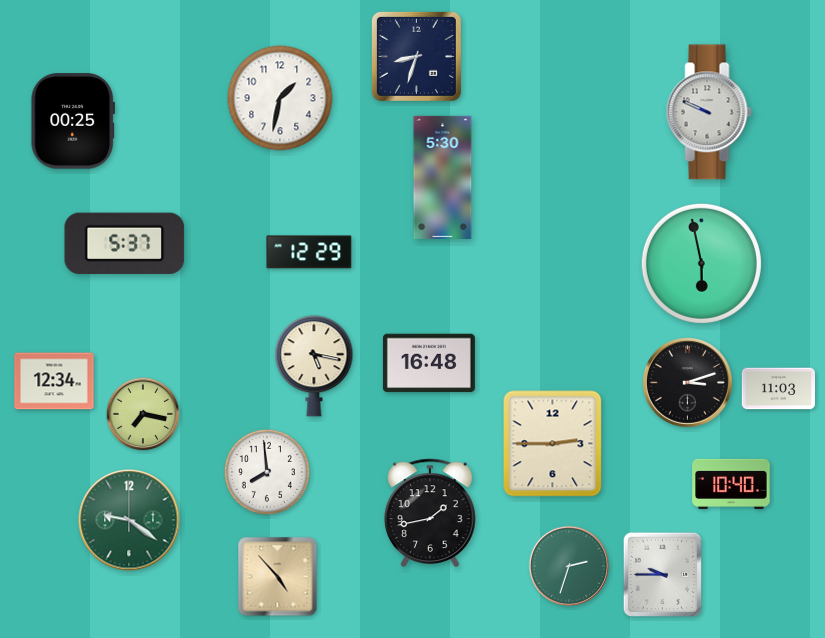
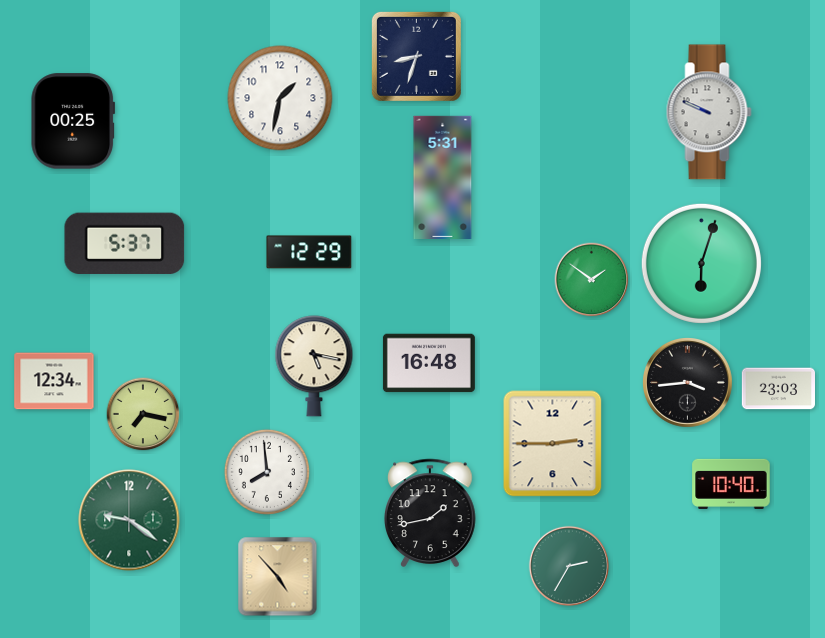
clock at (443, 177): 5:30 -> 5:31
clock at (701, 263): 5:58 -> 6:03
clock at (592, 280): none -> 1:51
clock at (688, 383): 3:12 -> 3:44
clock at (779, 389): 11:03 -> 23:03
clock at (568, 565): 2:33 -> 2:35
clock at (662, 575): 9:45 -> none
